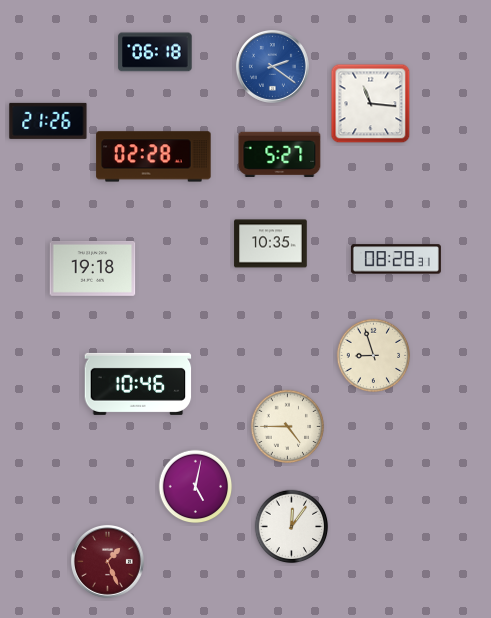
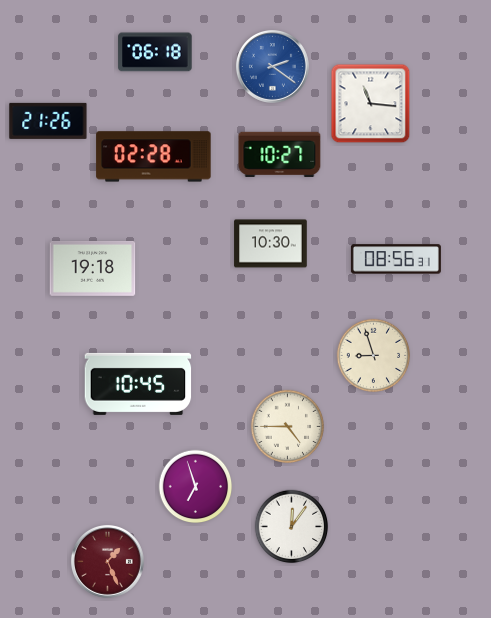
clock at (280, 154): 5:27 -> 10:27
clock at (271, 244): 10:35 -> 10:30
clock at (396, 259): 08:28 -> 08:56
clock at (138, 384): 10:46 -> 10:45
clock at (196, 487): 5:02 -> 6:57
